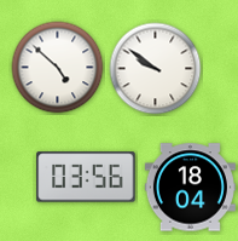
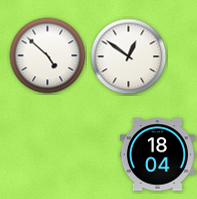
clock at (156, 69): 9:51 -> 12:51
clock at (86, 177): 03:56 -> none
